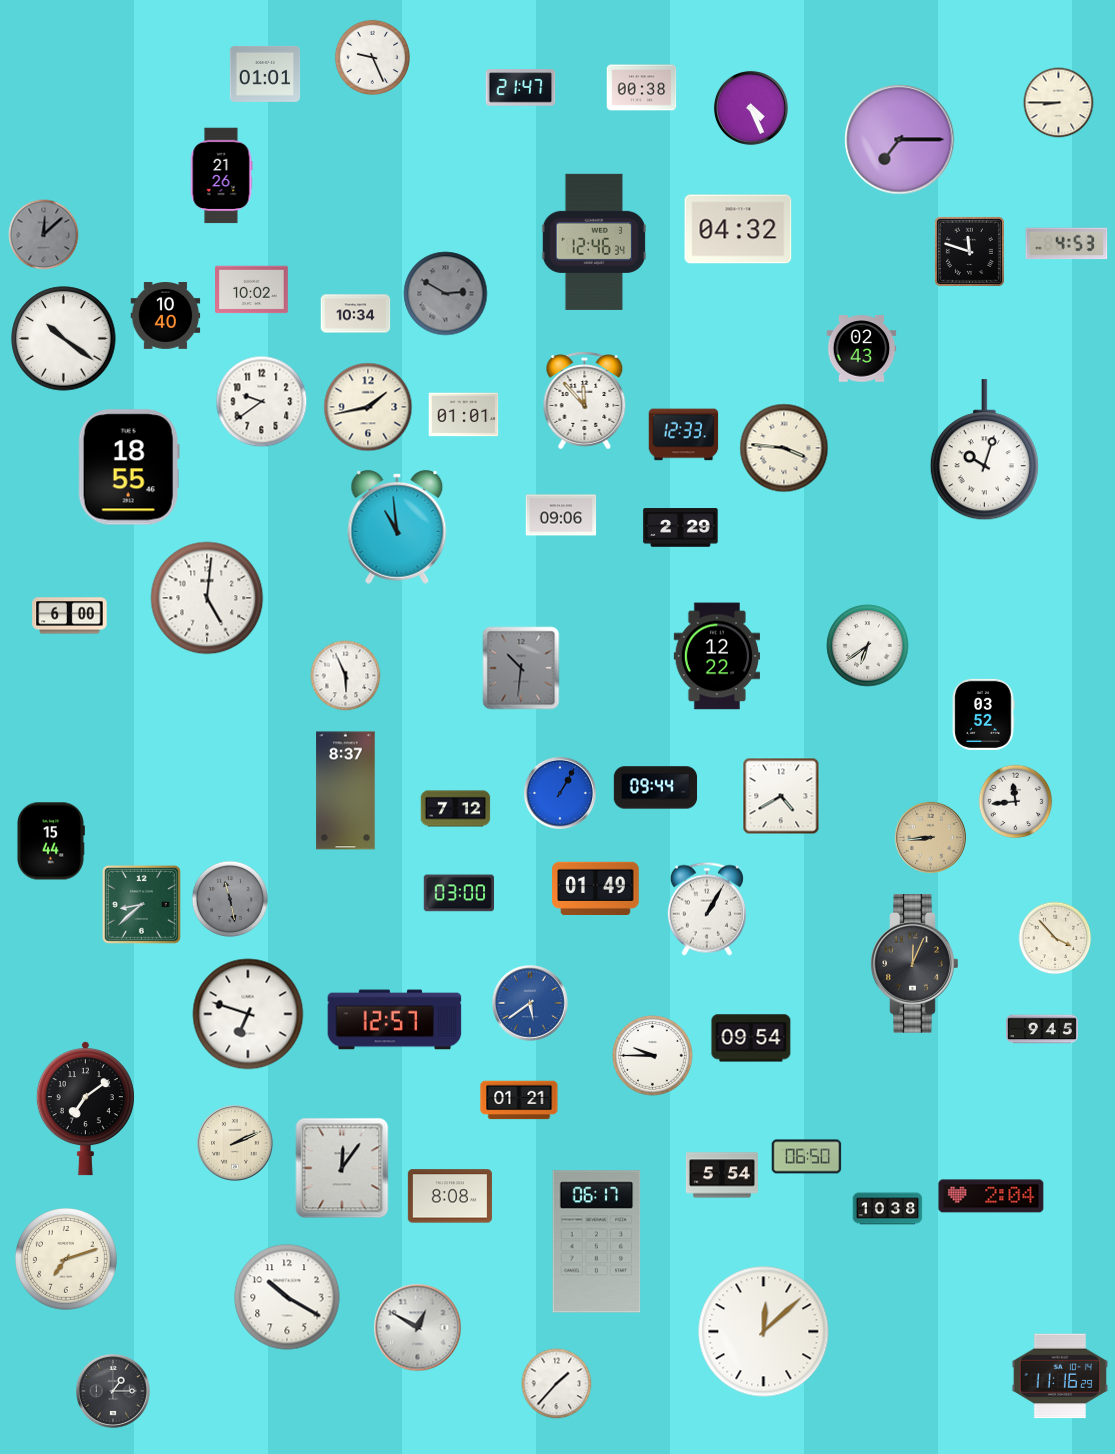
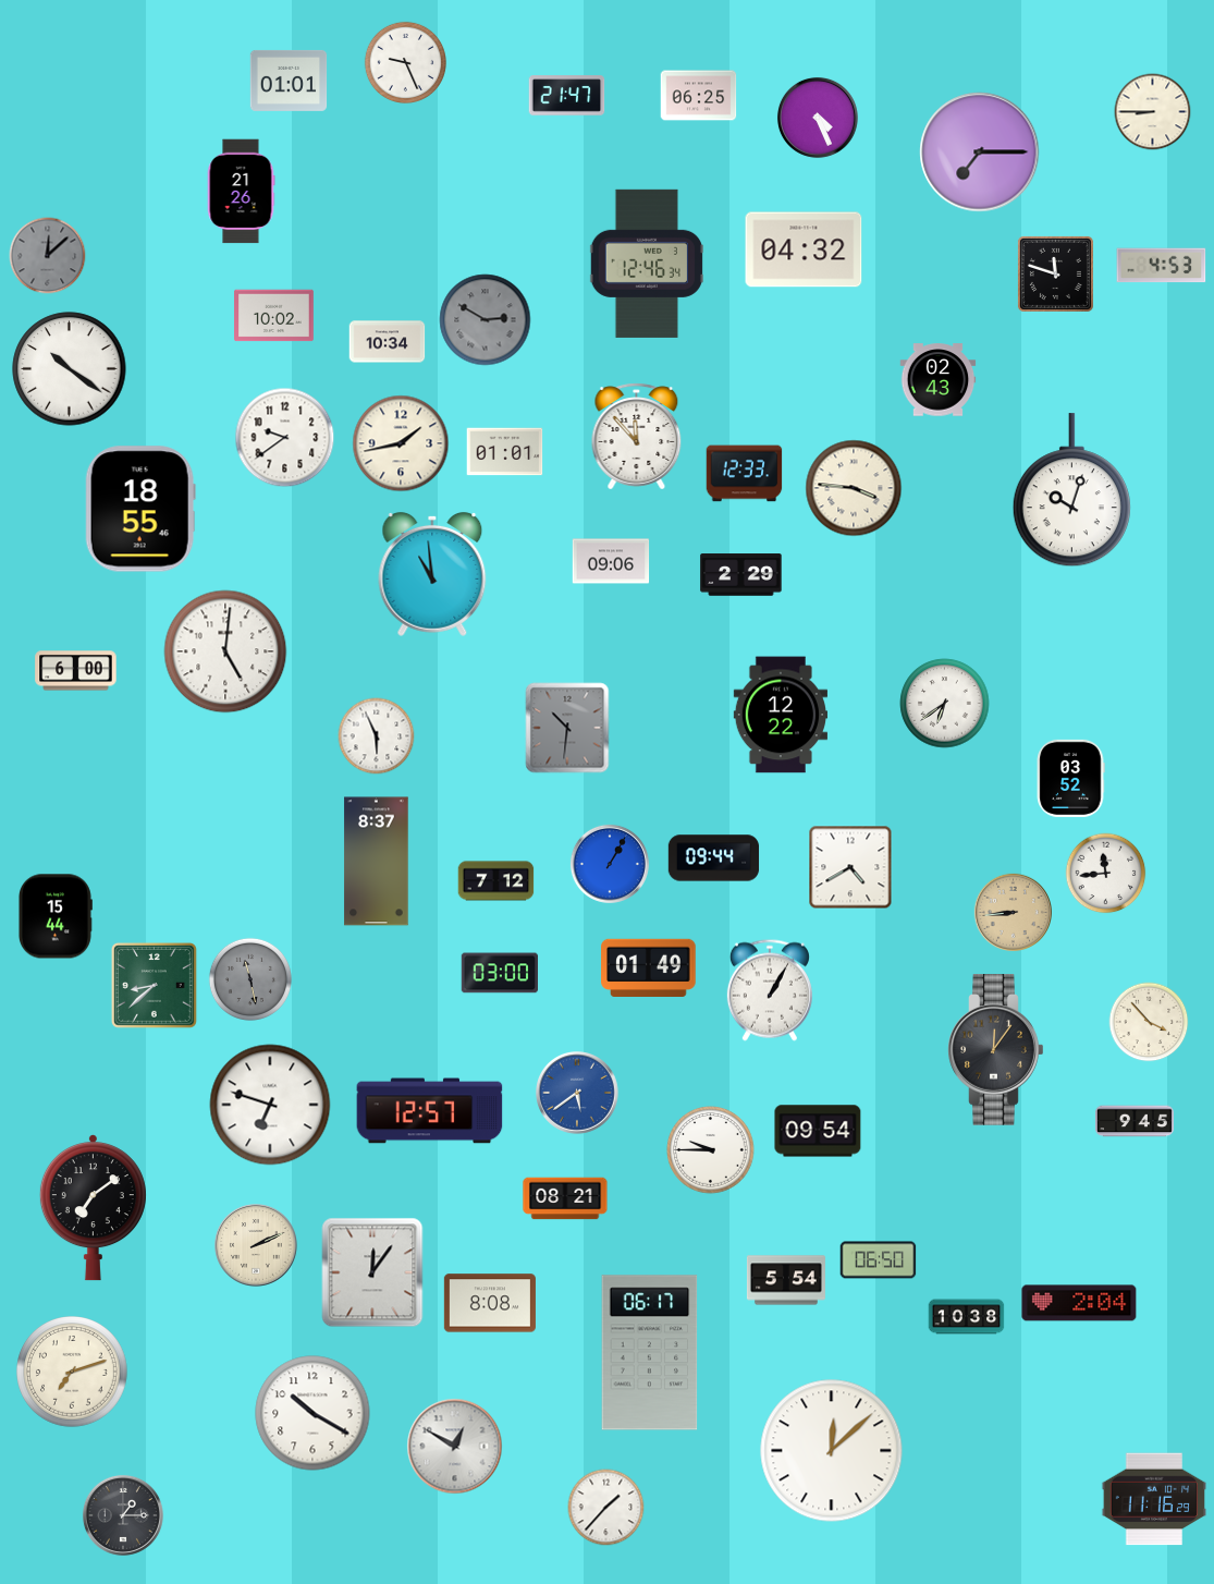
clock at (642, 88): 00:38 -> 06:25
clock at (166, 316): 10:40 -> none
clock at (915, 964): 12:04 -> 12:06
clock at (519, 1100): 01:21 -> 08:21
